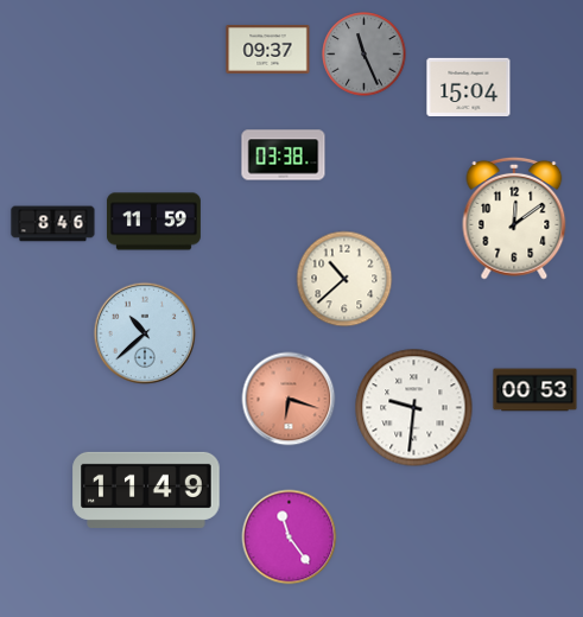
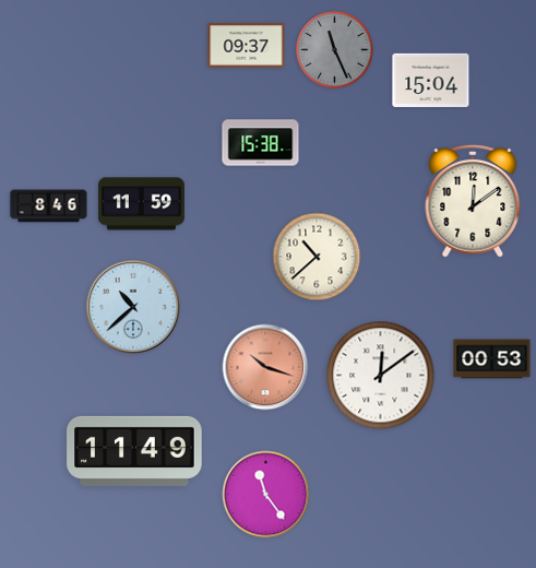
clock at (284, 155): 03:38 -> 15:38
clock at (289, 399): 6:18 -> 10:18
clock at (414, 408): 9:31 -> 12:09
